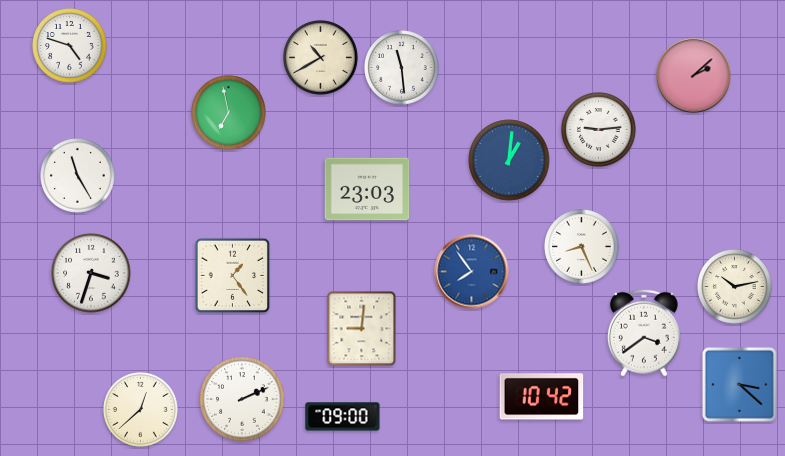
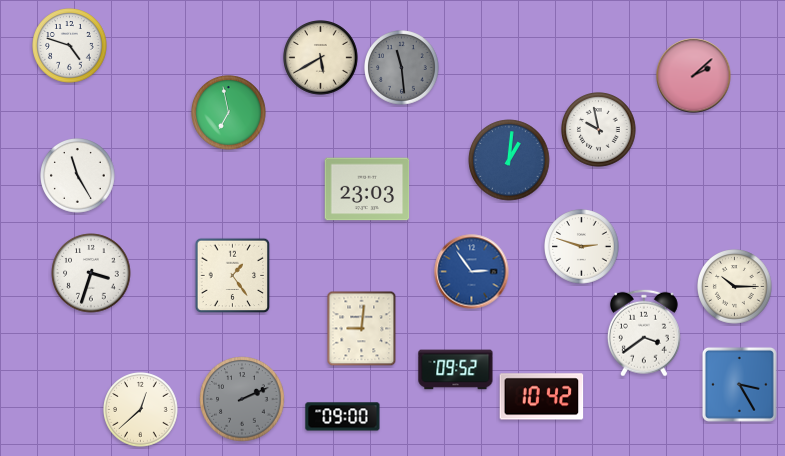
clock at (321, 58): 10:40 -> 5:40
clock at (402, 68) dial: white -> grey
clock at (599, 130): 9:14 -> 9:58
clock at (582, 247): 8:26 -> 2:48
clock at (472, 272): 7:54 -> 2:54
clock at (735, 287): 10:13 -> 10:15
clock at (456, 370): none -> 09:52
clock at (739, 384): 3:22 -> 3:25
clock at (242, 399) dial: white -> grey
